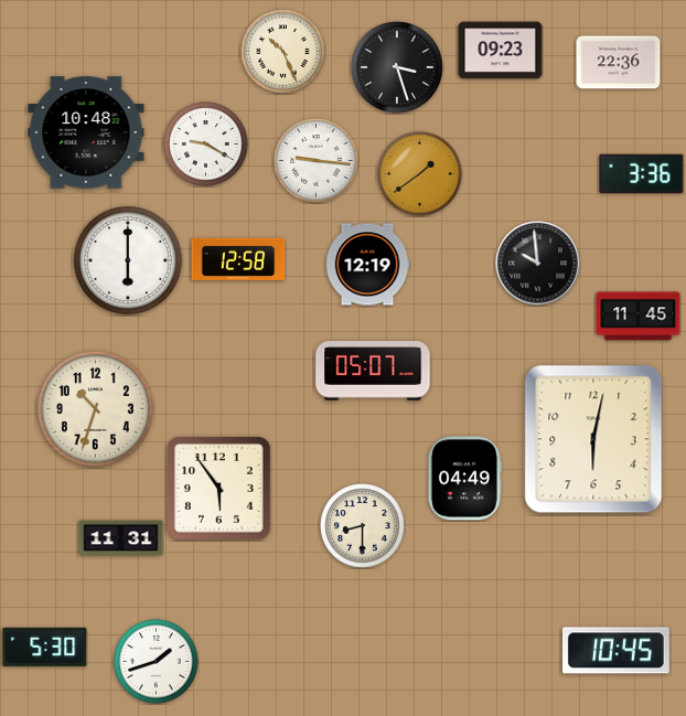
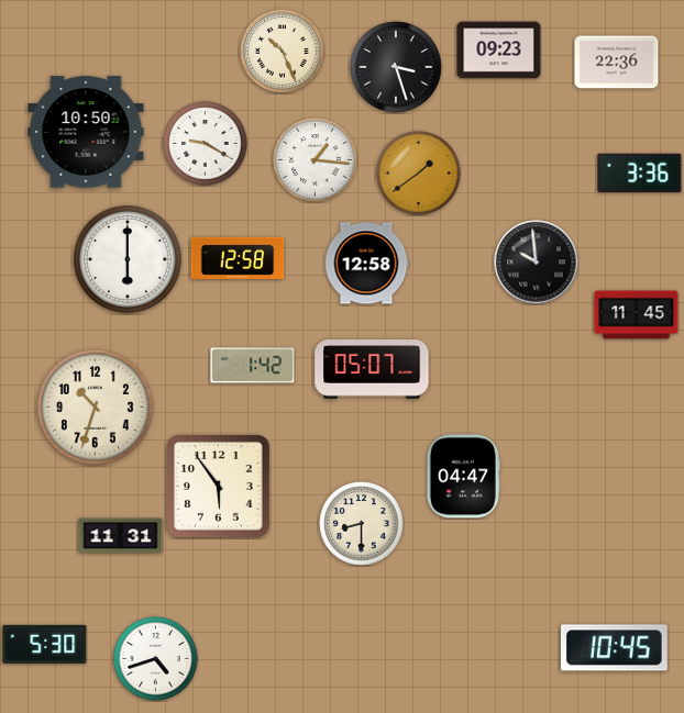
clock at (86, 132): 10:48 -> 10:50
clock at (317, 161): 9:16 -> 1:16
clock at (367, 265): 12:19 -> 12:58
clock at (253, 366): none -> 1:42
clock at (593, 439): 6:02 -> none
clock at (464, 479): 04:49 -> 04:47
clock at (157, 662): 1:42 -> 4:42
